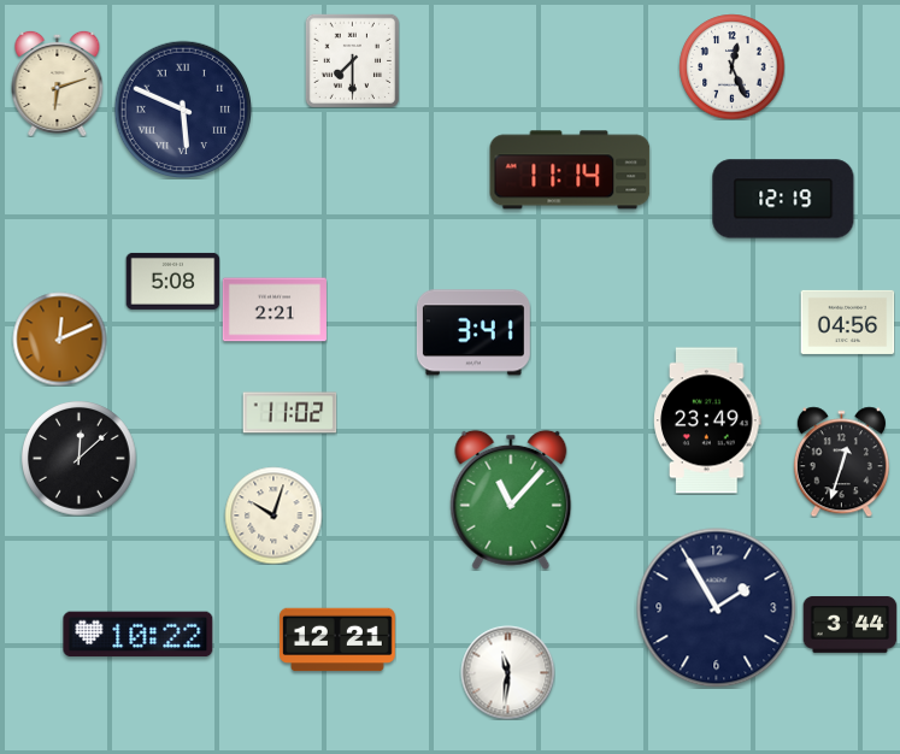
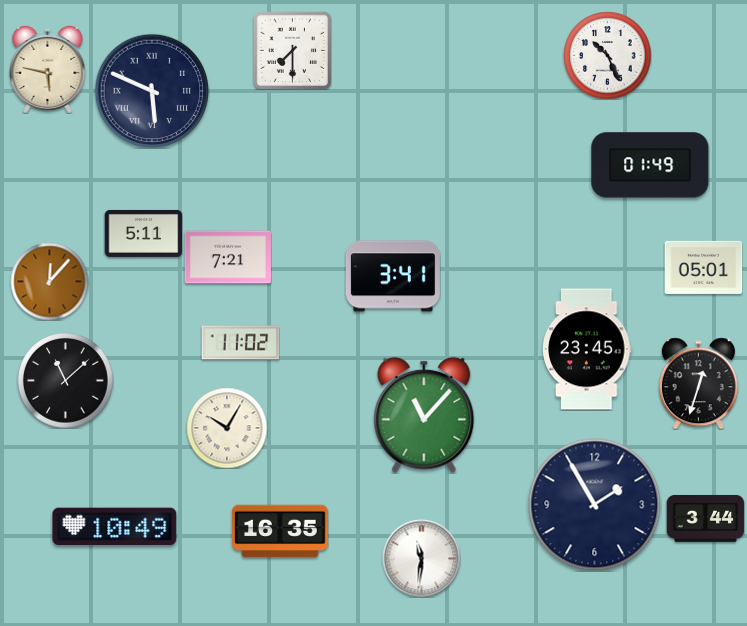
clock at (731, 66): 12:26 -> 10:26
clock at (58, 83): 6:12 -> 5:47
clock at (570, 170): 11:14 -> none
clock at (783, 199): 12:19 -> 01:49
clock at (172, 281): 5:08 -> 5:11
clock at (275, 310): 2:21 -> 7:21
clock at (847, 322): 04:56 -> 05:01
clock at (59, 338): 12:11 -> 12:07
clock at (707, 420): 23:49 -> 23:45
clock at (78, 458): 12:08 -> 11:08
clock at (273, 516): 10:03 -> 10:05
clock at (139, 635): 10:22 -> 10:49
clock at (339, 640): 12:21 -> 16:35
